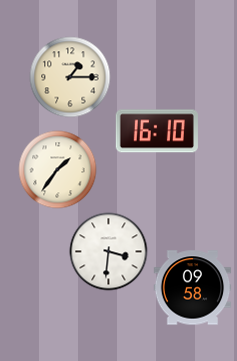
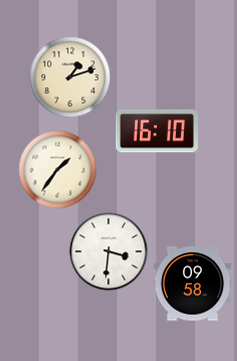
clock at (70, 77): 1:15 -> 1:12
clock at (192, 288) position: (192, 288) -> (192, 284)
